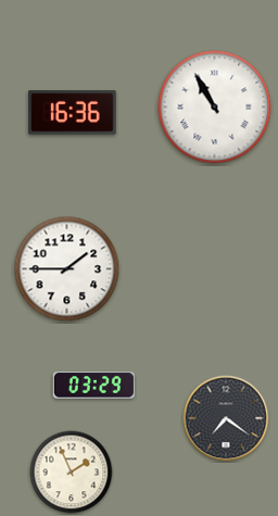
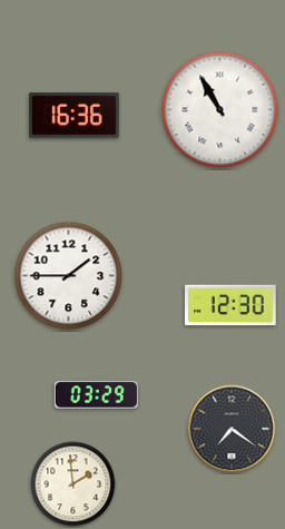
clock at (230, 305): none -> 12:30
clock at (72, 473): 1:56 -> 1:59
